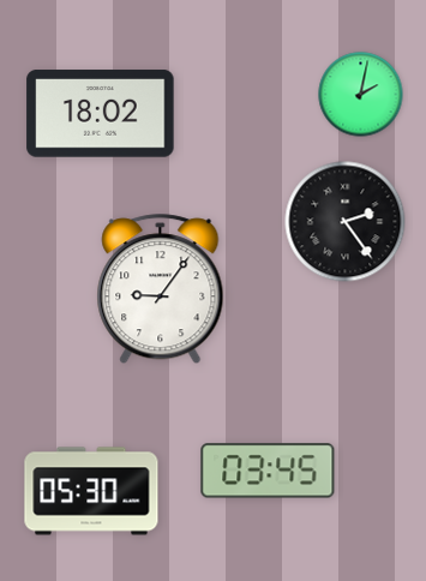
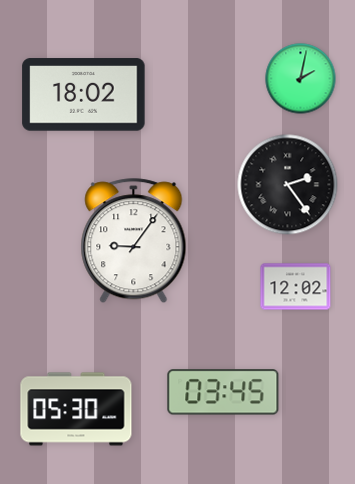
clock at (296, 287): none -> 12:02
